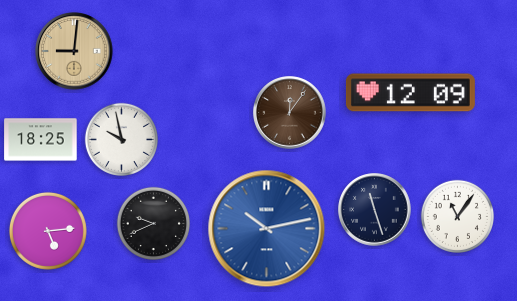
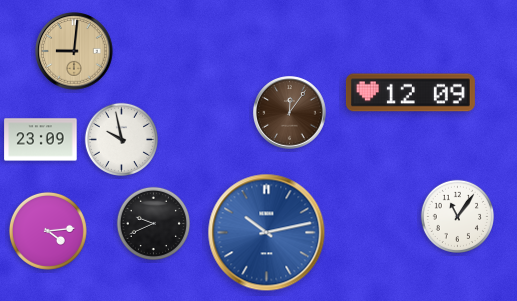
clock at (41, 140): 18:25 -> 23:09
clock at (375, 210): 11:27 -> none
clock at (267, 229) position: (267, 229) -> (267, 233)
clock at (48, 231): 5:14 -> 4:14
